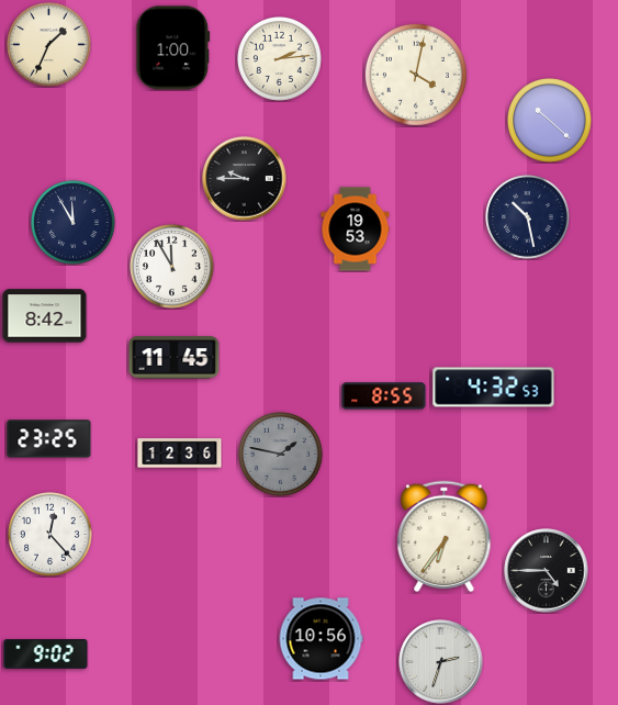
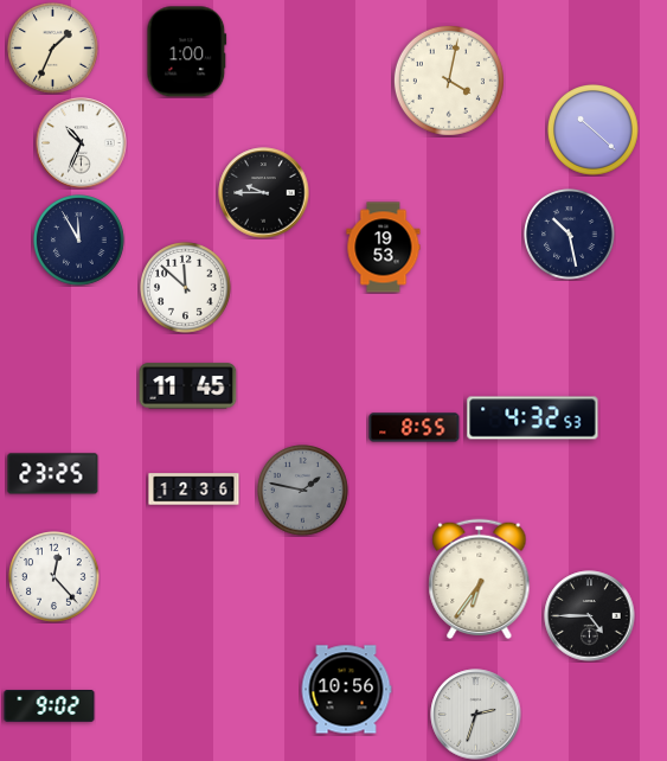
clock at (280, 59): 2:14 -> none
clock at (82, 143): none -> 10:34
clock at (172, 267): 11:55 -> 11:52
clock at (45, 316): 8:42 -> none
